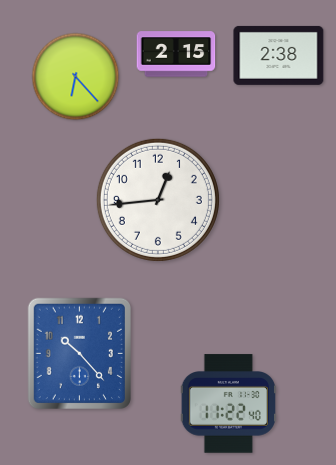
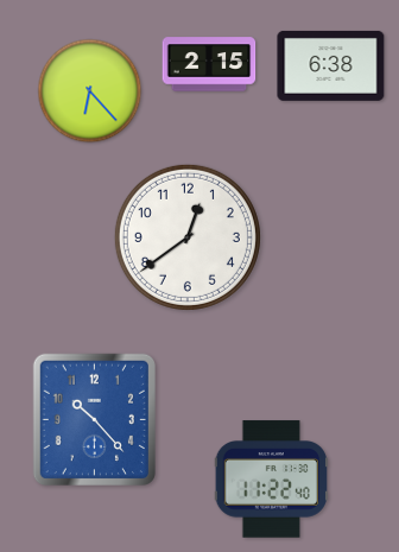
clock at (279, 55): 2:38 -> 6:38
clock at (158, 200): 12:44 -> 12:39
